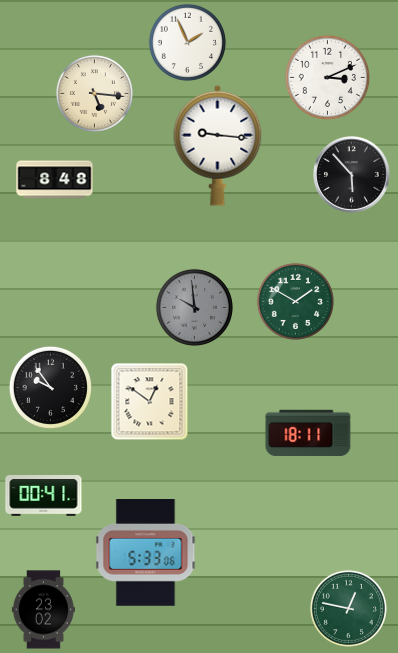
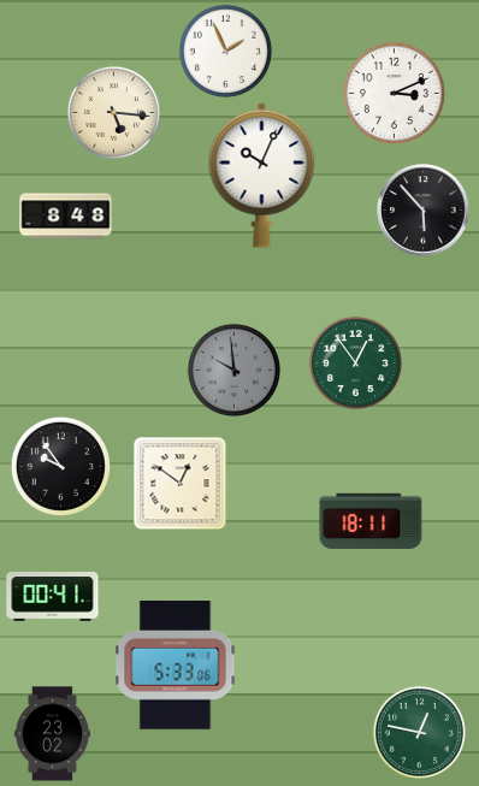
clock at (218, 145): 9:16 -> 10:04
clock at (295, 301): 1:50 -> 12:54
